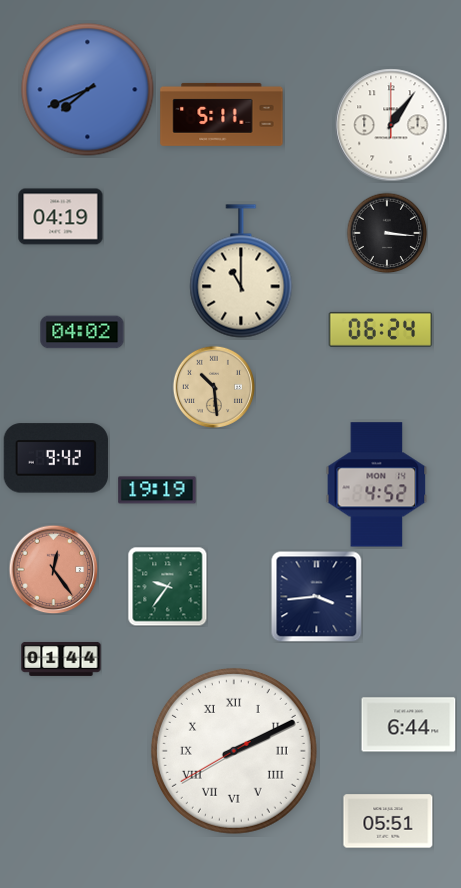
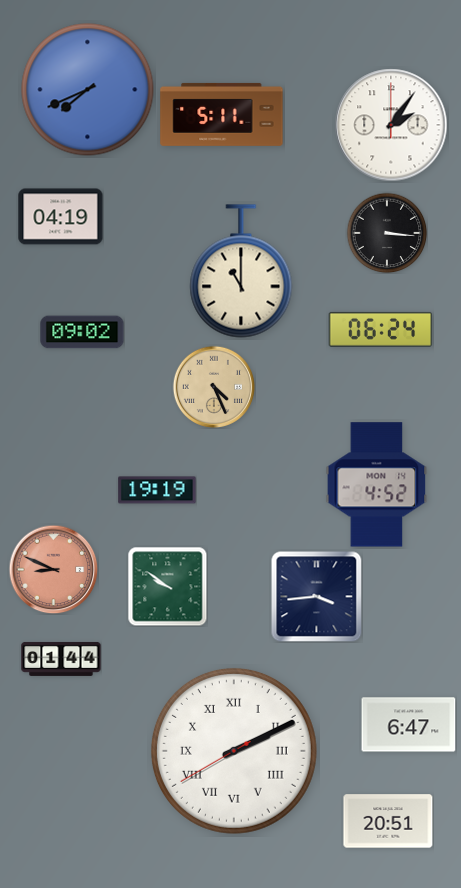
clock at (391, 125): 1:06 -> 2:06
clock at (82, 332): 04:02 -> 09:02
clock at (213, 386): 10:29 -> 4:26
clock at (56, 458): 9:42 -> none
clock at (53, 569): 12:24 -> 8:49
clock at (167, 586): 9:36 -> 9:51
clock at (409, 725): 6:44 -> 6:47
clock at (388, 821): 05:51 -> 20:51
